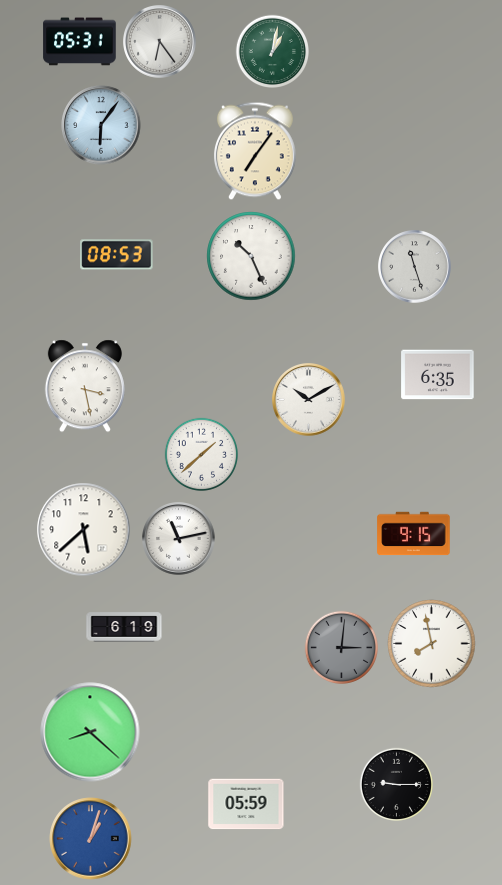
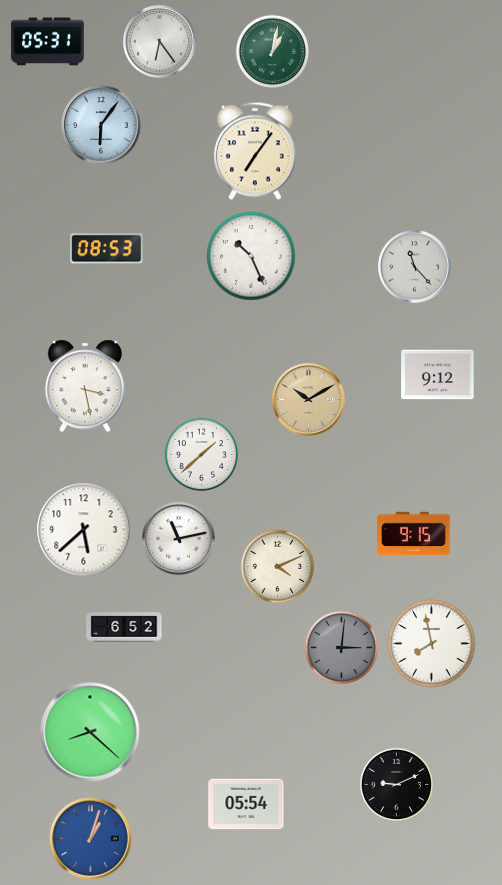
clock at (80, 42) position: (80, 42) -> (48, 42)
clock at (117, 255) position: (117, 255) -> (107, 249)
clock at (415, 267): 11:27 -> 11:23
clock at (438, 375): 6:35 -> 9:12
clock at (309, 400) dial: white -> champagne
clock at (277, 566): none -> 4:11
clock at (124, 627): 6:19 -> 6:52
clock at (396, 784): 9:15 -> 9:11
clock at (246, 804): 05:59 -> 05:54
